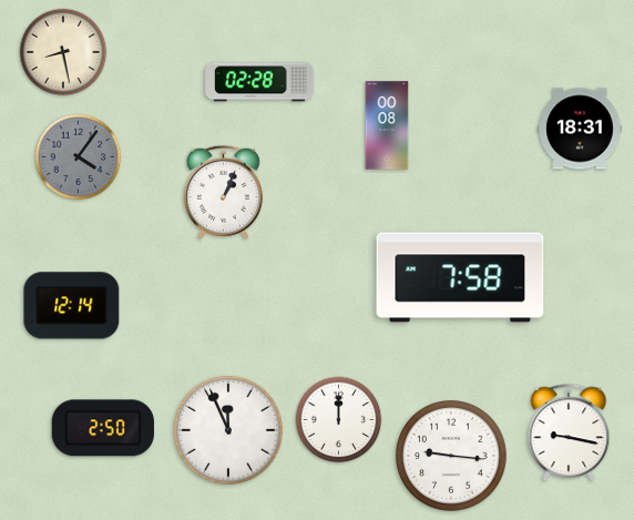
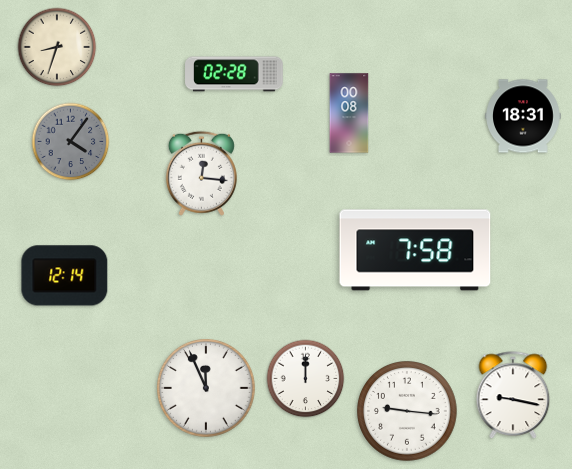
clock at (63, 52): 8:28 -> 8:33
clock at (223, 192): 1:04 -> 12:16
clock at (103, 428): 2:50 -> none
clock at (569, 434) position: (569, 434) -> (513, 396)
